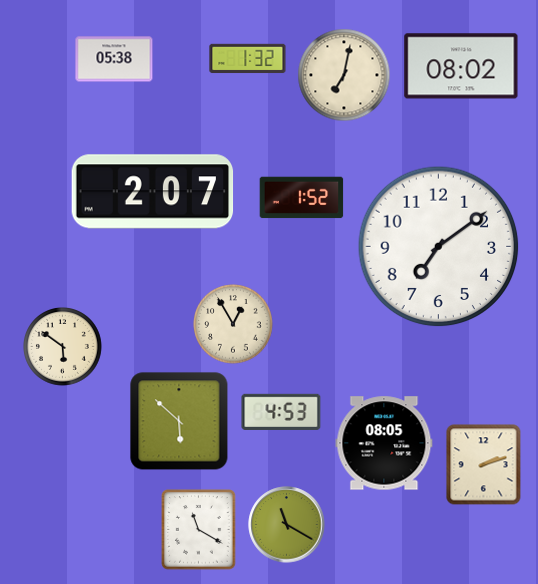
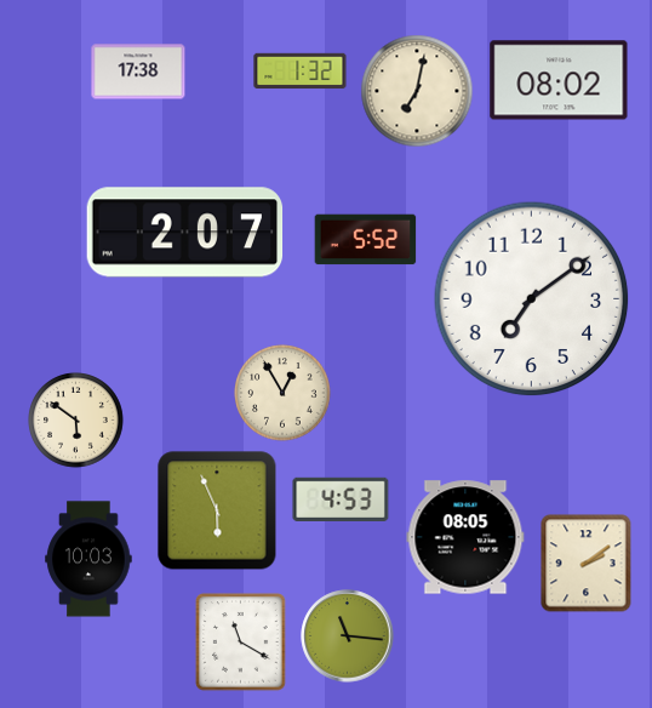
clock at (114, 59): 05:38 -> 17:38
clock at (302, 198): 1:52 -> 5:52
clock at (179, 421): 5:52 -> 5:56
clock at (88, 559): none -> 10:03
clock at (484, 465): 2:12 -> 2:09
clock at (287, 525): 11:20 -> 11:16
